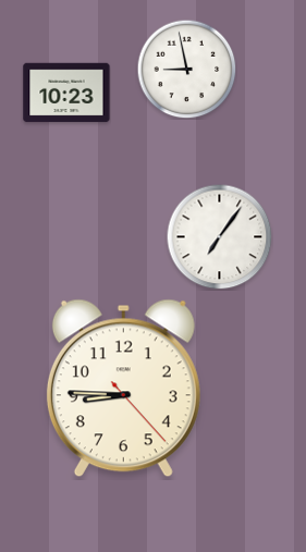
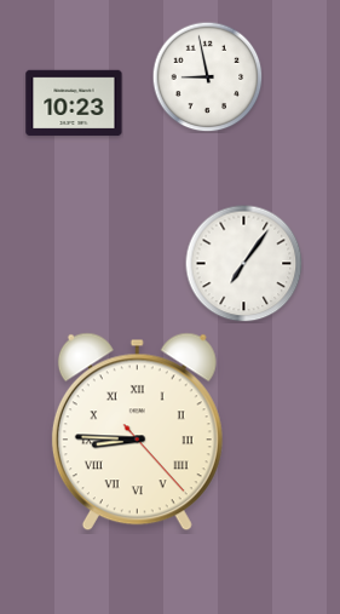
clock at (123, 389) numerals: Arabic -> Roman
